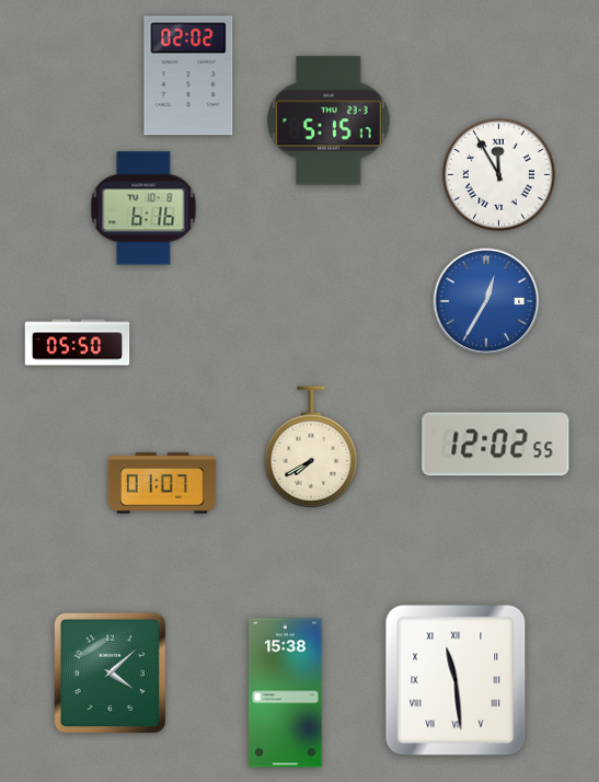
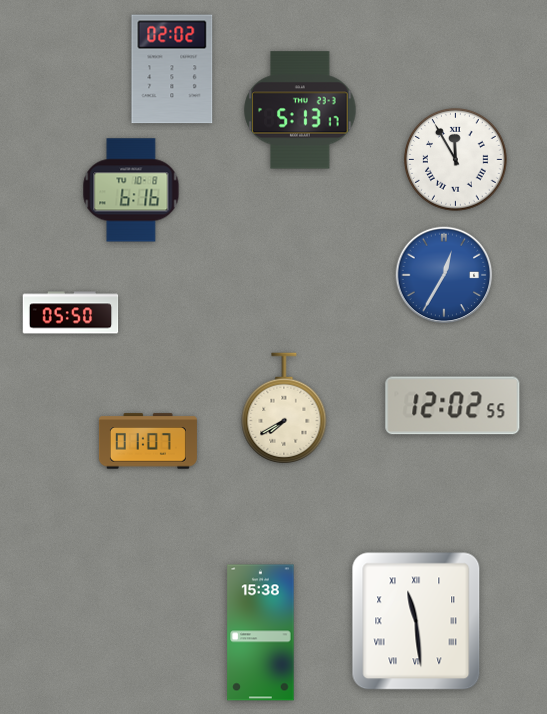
clock at (329, 120): 5:15 -> 5:13
clock at (110, 672): 4:08 -> none
